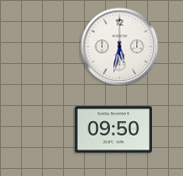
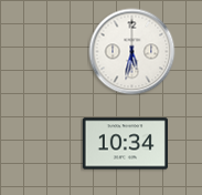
clock at (113, 130): 09:50 -> 10:34
